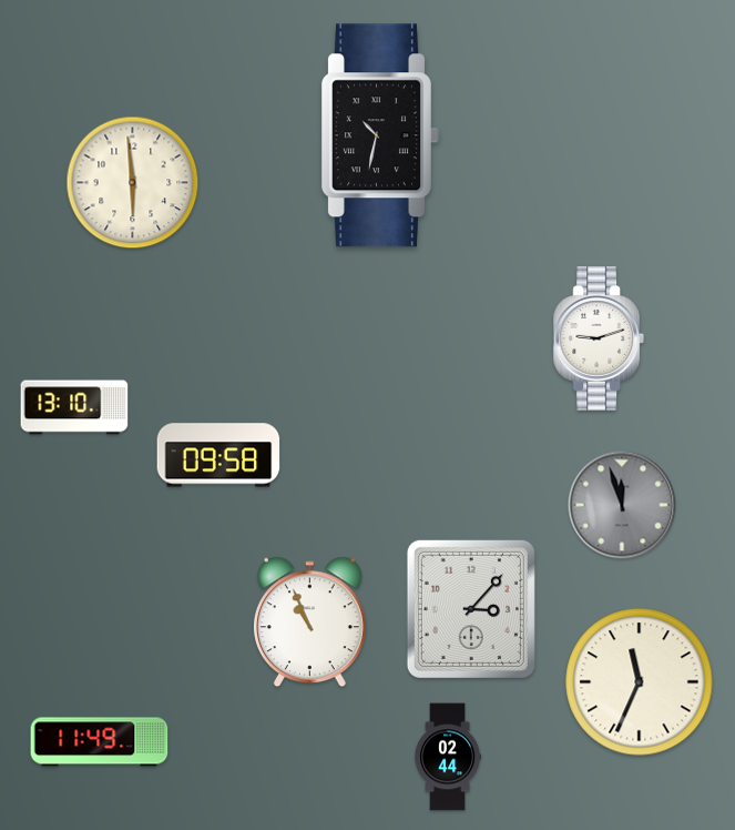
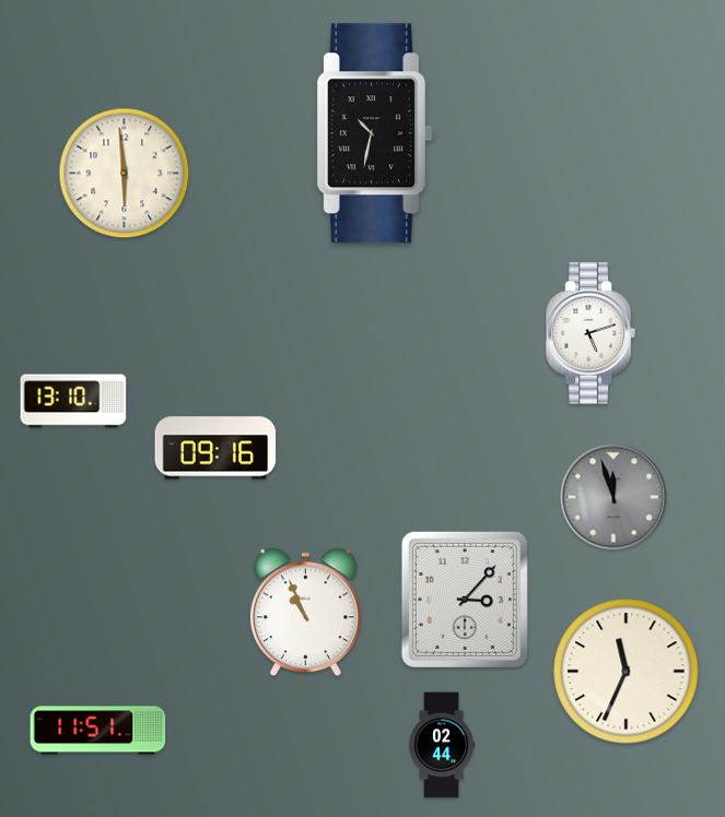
clock at (133, 183) position: (133, 183) -> (125, 174)
clock at (599, 338): 9:12 -> 5:12
clock at (218, 455): 09:58 -> 09:16
clock at (640, 682) position: (640, 682) -> (627, 672)
clock at (100, 742): 11:49 -> 11:51
